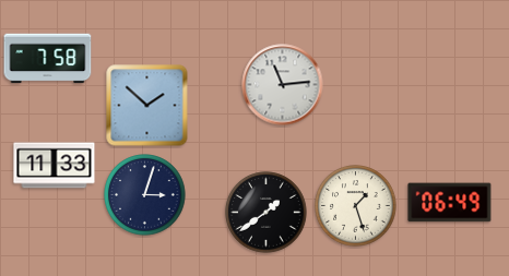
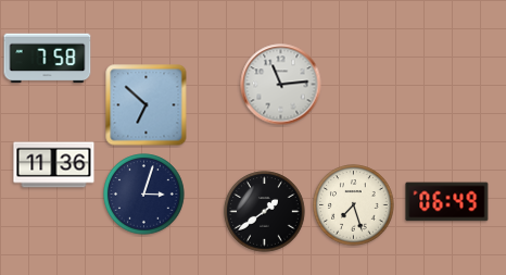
clock at (147, 106): 1:52 -> 6:52
clock at (55, 166): 11:33 -> 11:36
clock at (356, 206): 1:27 -> 7:27
